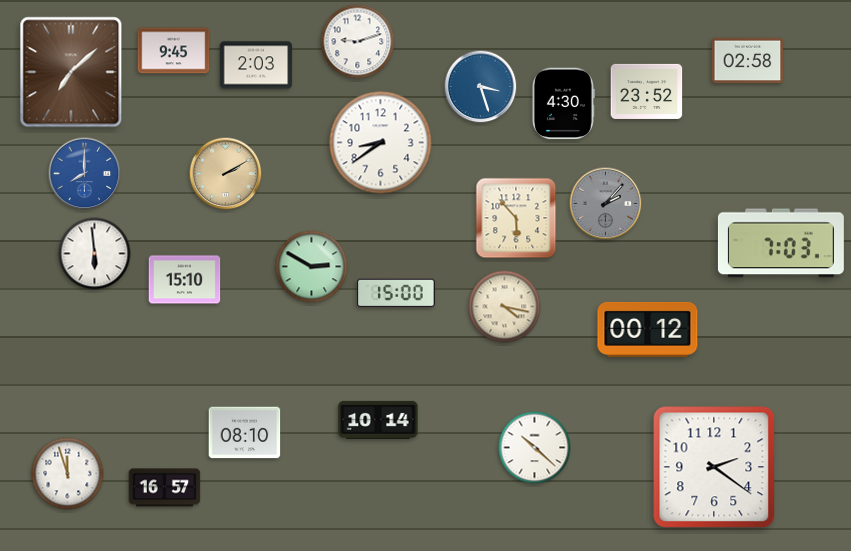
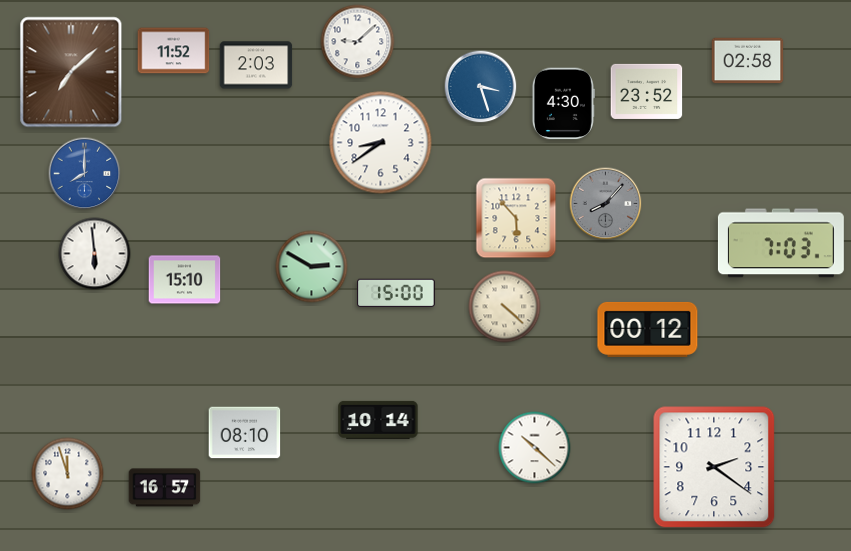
clock at (358, 42): 9:12 -> 9:08
clock at (174, 51): 9:45 -> 11:52
clock at (226, 174): 2:10 -> none
clock at (606, 204): 2:07 -> 8:07
clock at (505, 307): 4:17 -> 4:22
